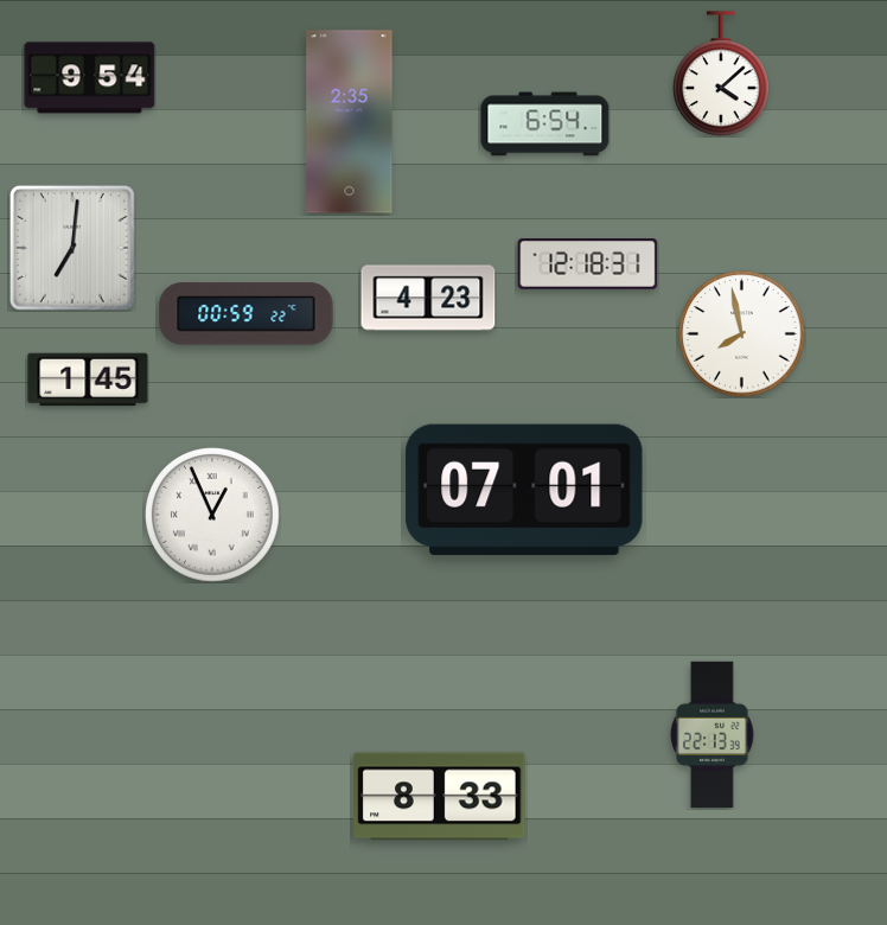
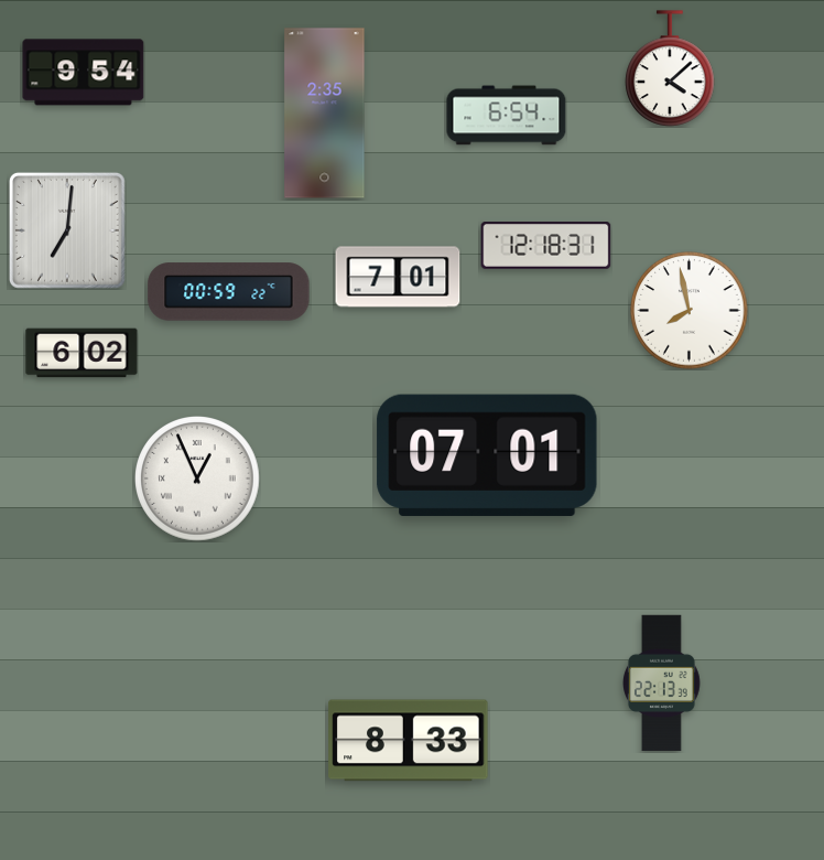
clock at (428, 298): 4:23 -> 7:01
clock at (88, 379): 1:45 -> 6:02
